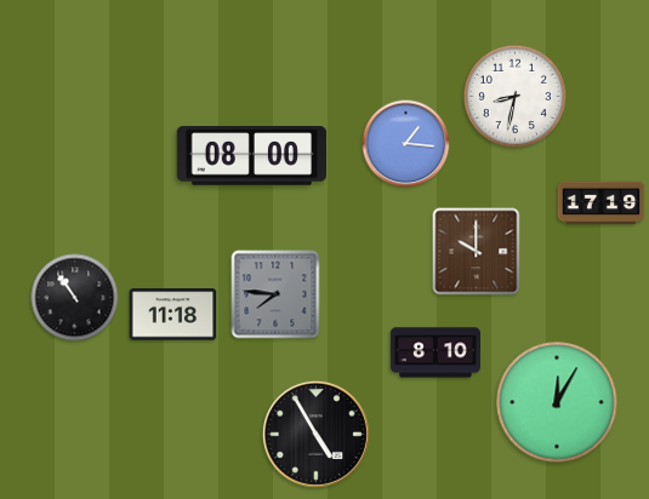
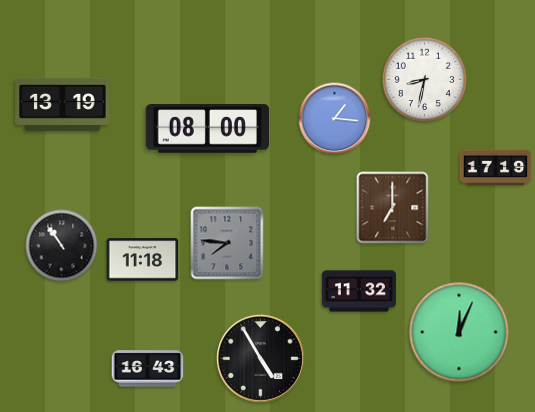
clock at (63, 104): none -> 13:19
clock at (477, 252): 10:00 -> 7:00
clock at (434, 352): 8:10 -> 11:32
clock at (557, 402): 12:05 -> 12:04
clock at (148, 369): none -> 16:43
